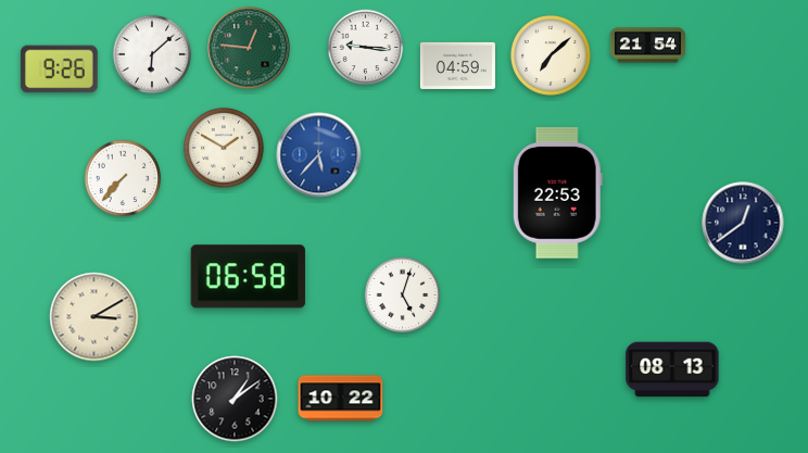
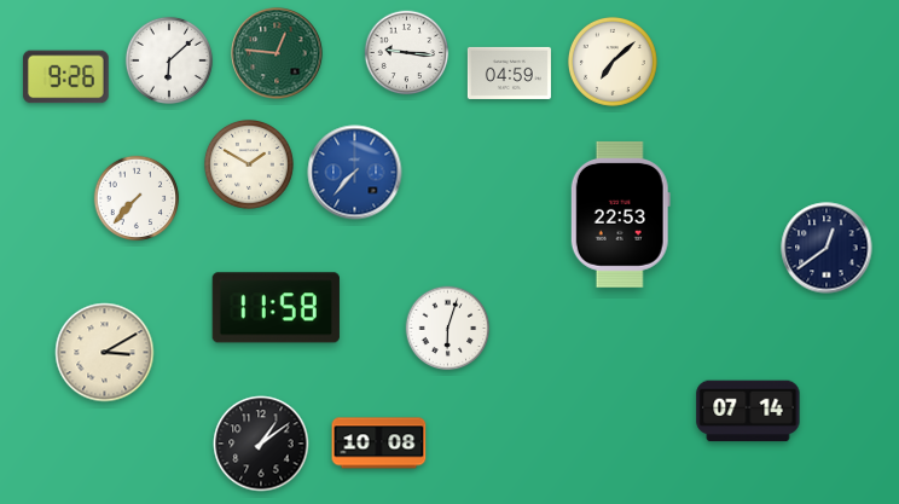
clock at (647, 46): 21:54 -> none
clock at (319, 155): 5:37 -> 7:37
clock at (248, 277): 06:58 -> 11:58
clock at (403, 295): 5:03 -> 6:03
clock at (672, 369): 08:13 -> 07:14
clock at (341, 399): 10:22 -> 10:08
